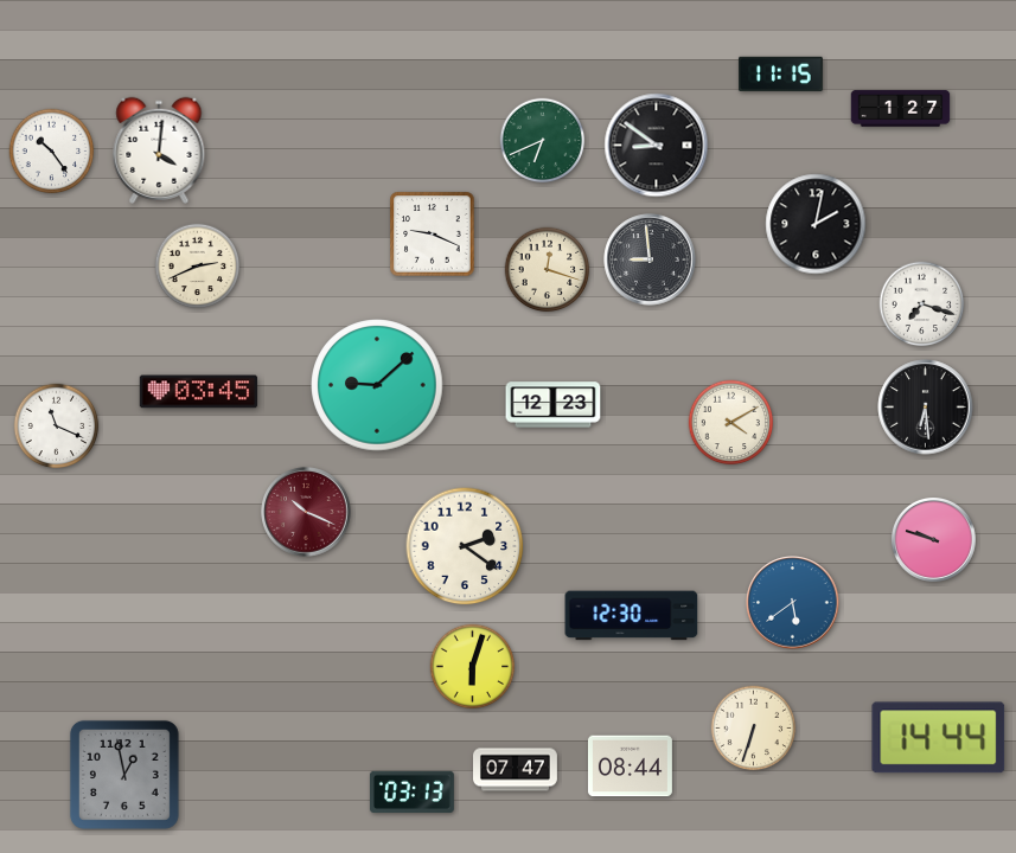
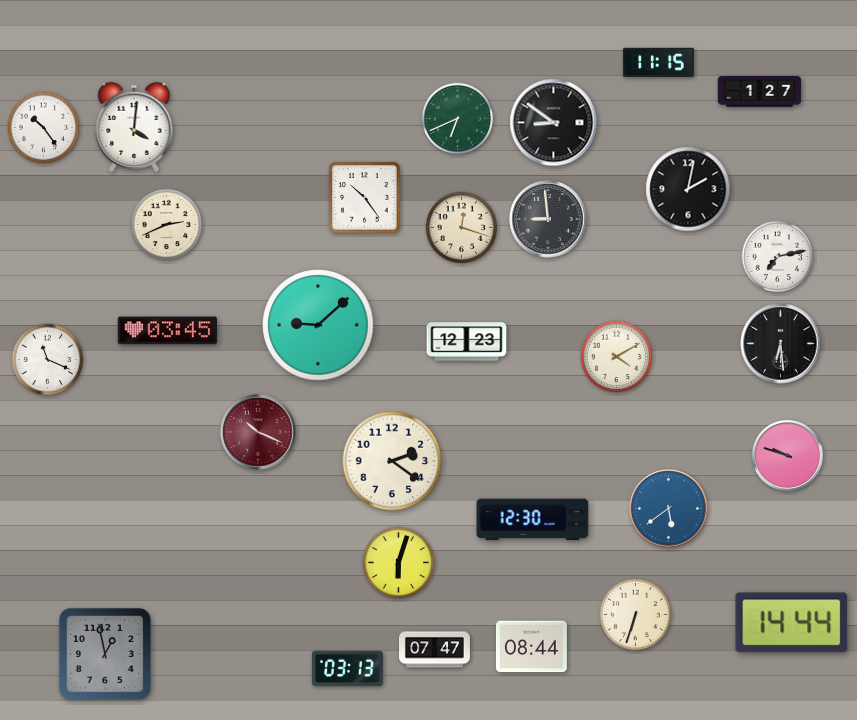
clock at (433, 235): 9:19 -> 10:24
clock at (922, 304): 7:18 -> 7:13
